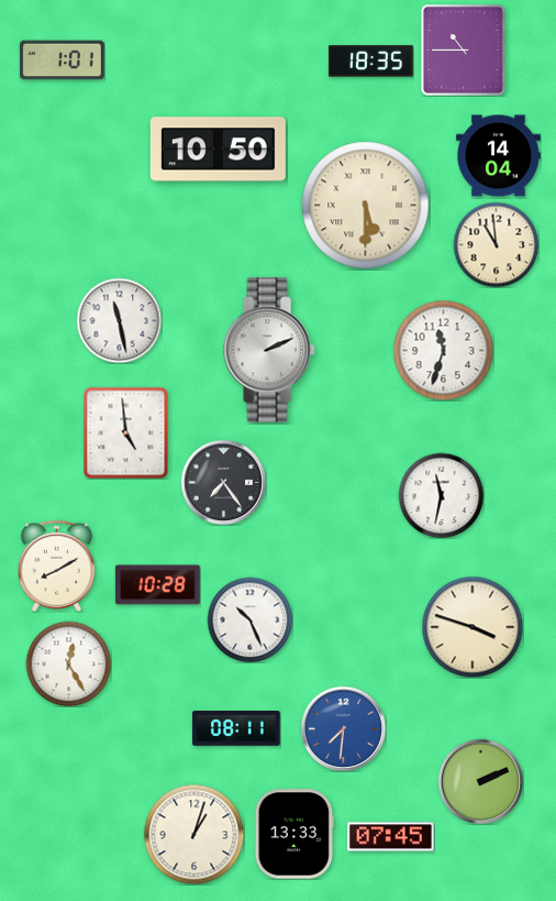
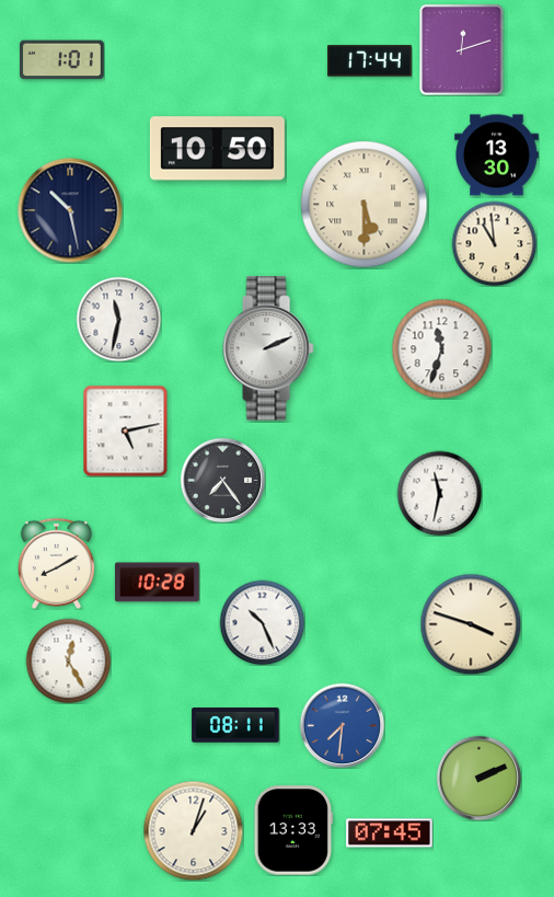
clock at (464, 51): 10:45 -> 12:12
clock at (371, 62): 18:35 -> 17:44
clock at (499, 156): 14:04 -> 13:30
clock at (70, 210): none -> 10:28
clock at (119, 320): 11:28 -> 11:32
clock at (126, 432): 4:59 -> 5:13
clock at (249, 619) position: (249, 619) -> (262, 622)
